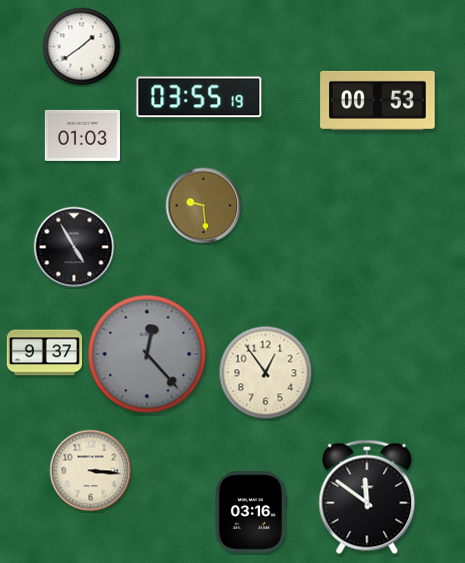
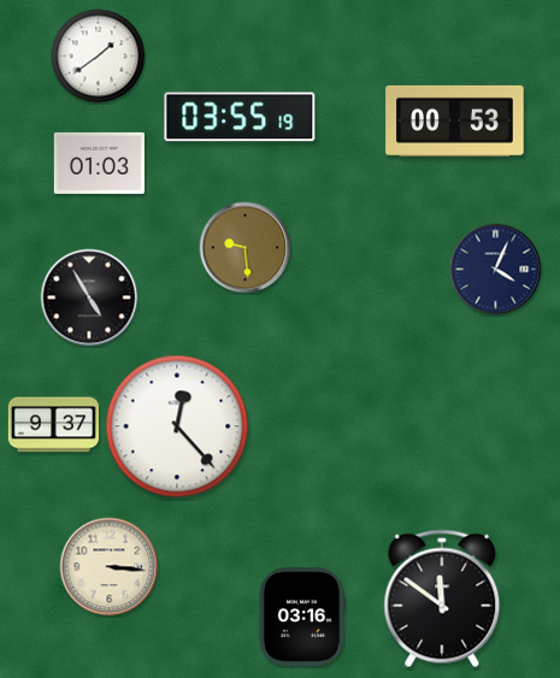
clock at (496, 270): none -> 4:04
clock at (147, 354) dial: grey -> white
clock at (266, 373): 12:54 -> none
